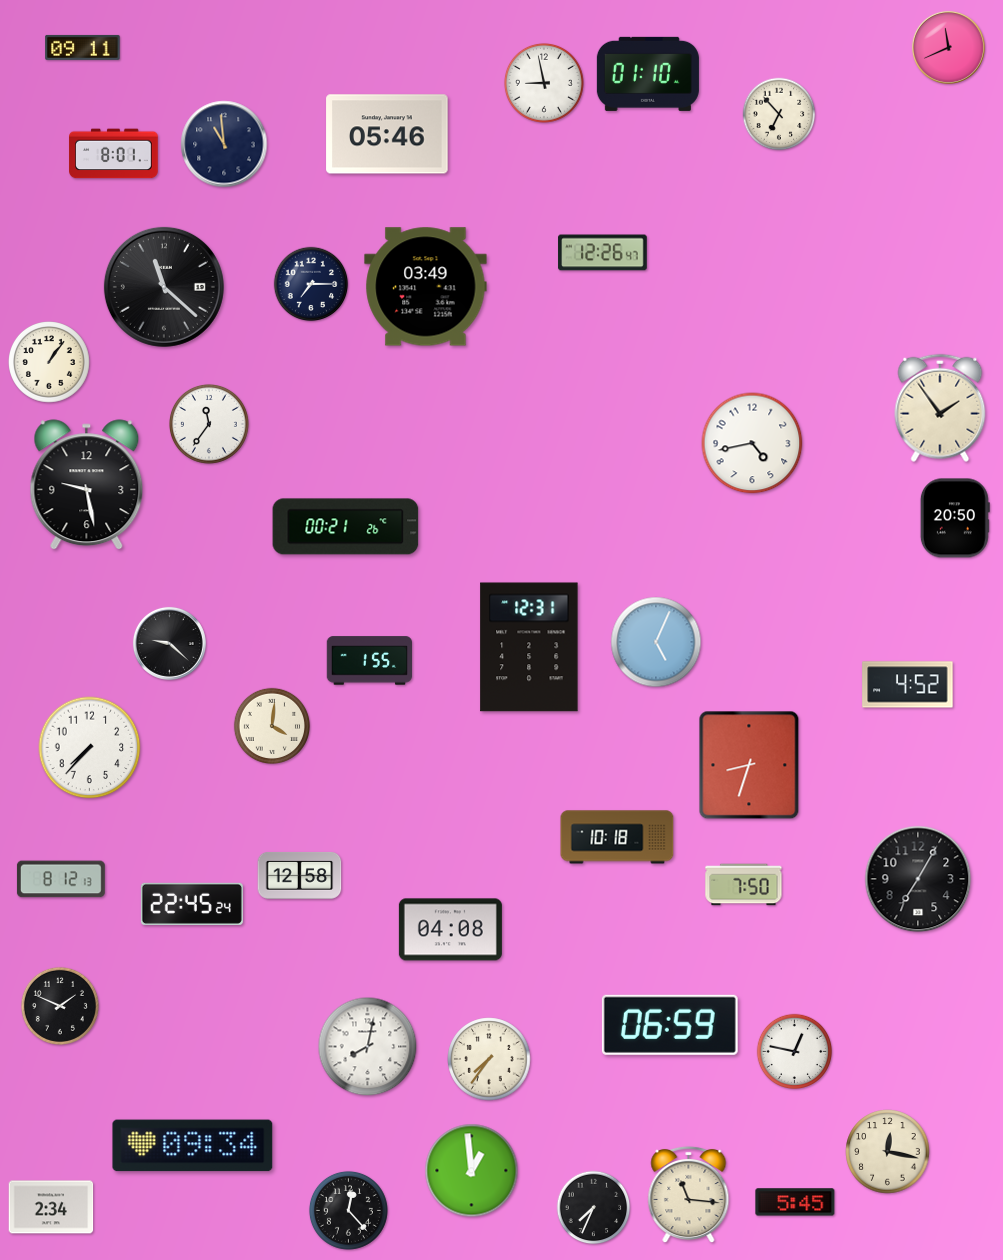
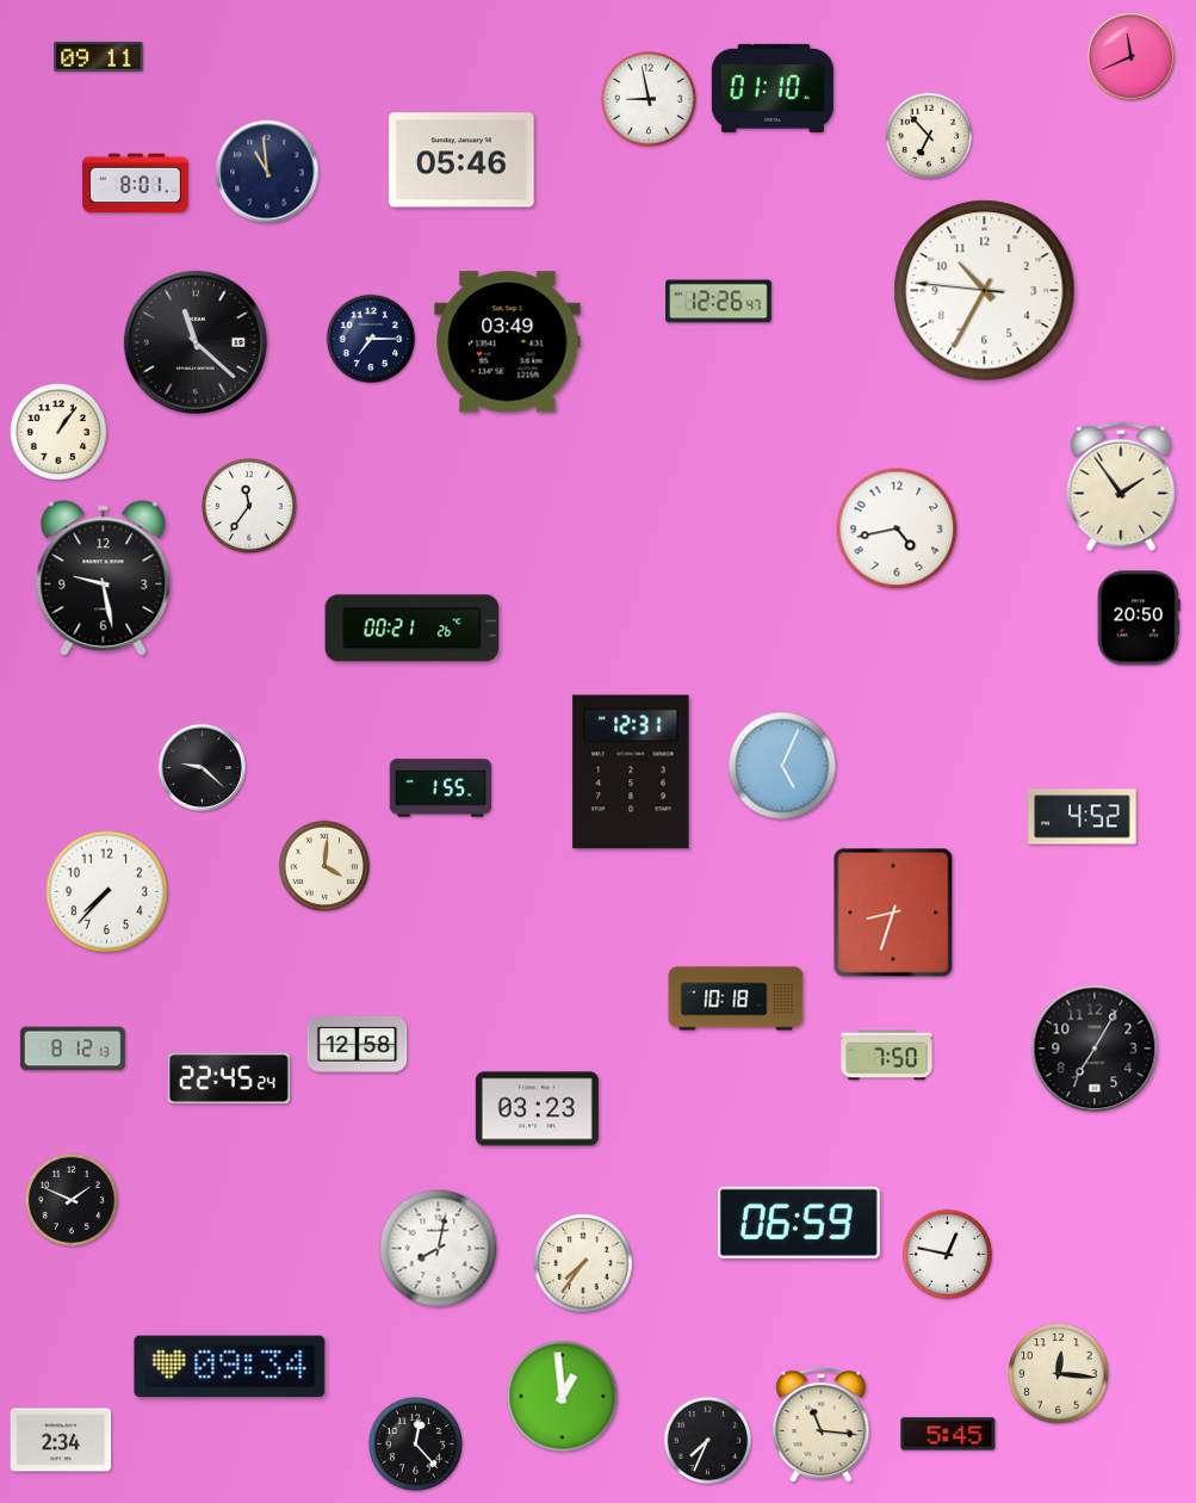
clock at (985, 291): none -> 10:34
clock at (450, 930): 04:08 -> 03:23
clock at (888, 1152): 12:17 -> 12:16
